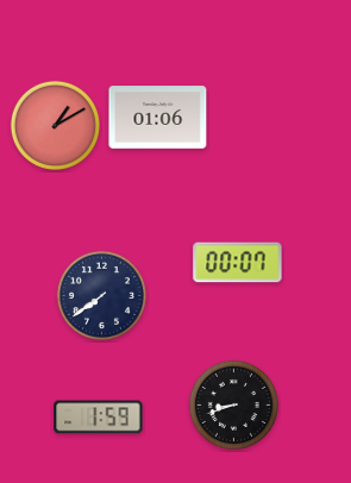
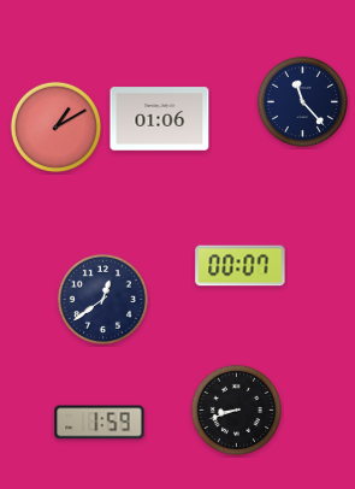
clock at (302, 101): none -> 11:23
clock at (101, 295): 7:39 -> 12:39
